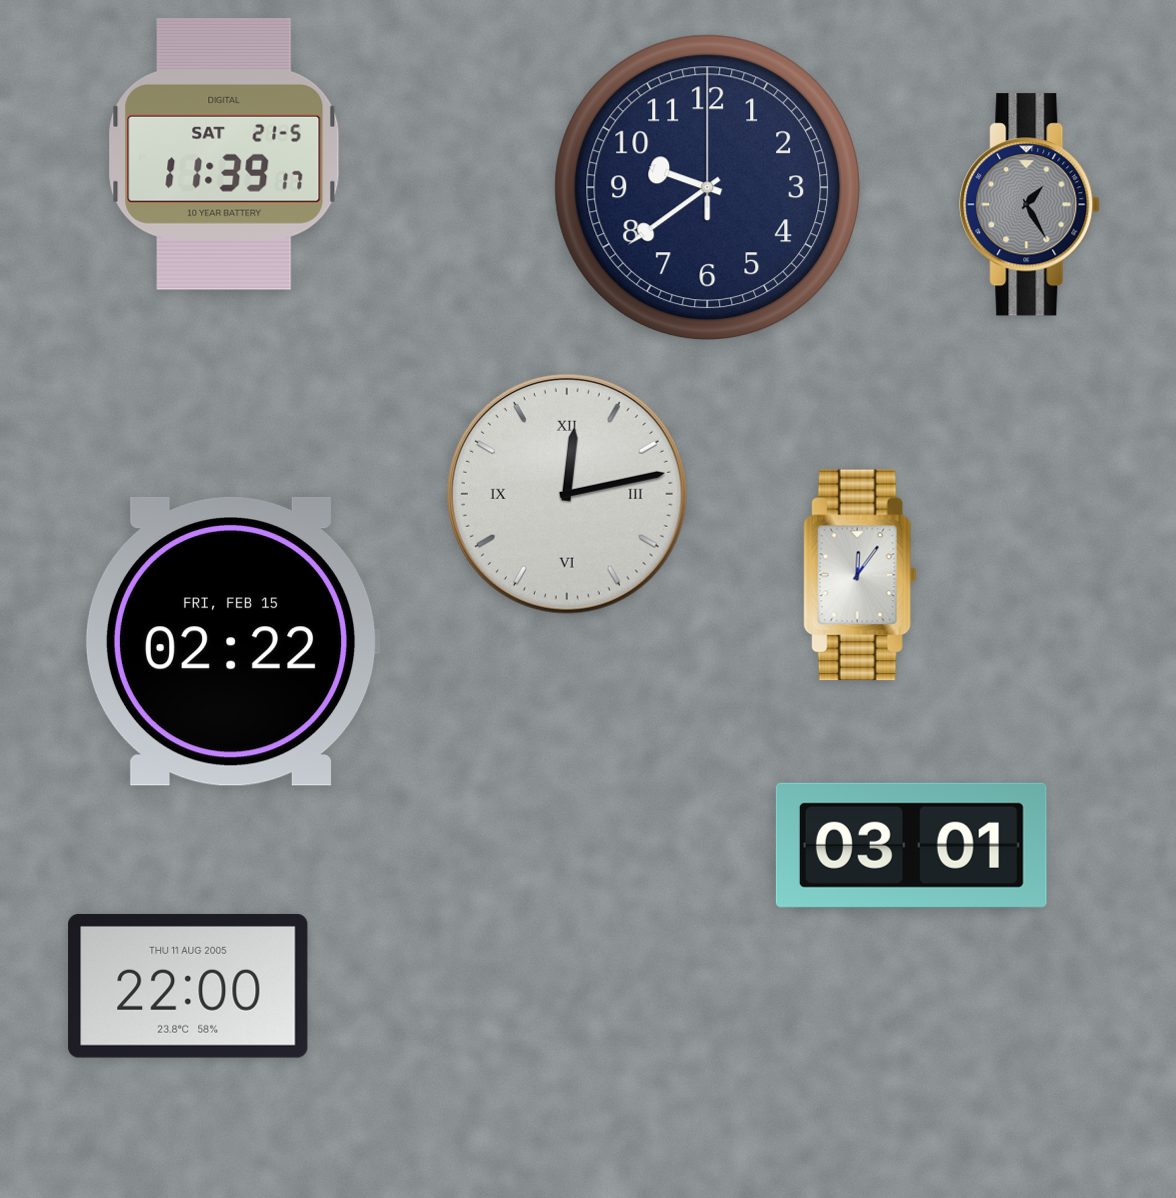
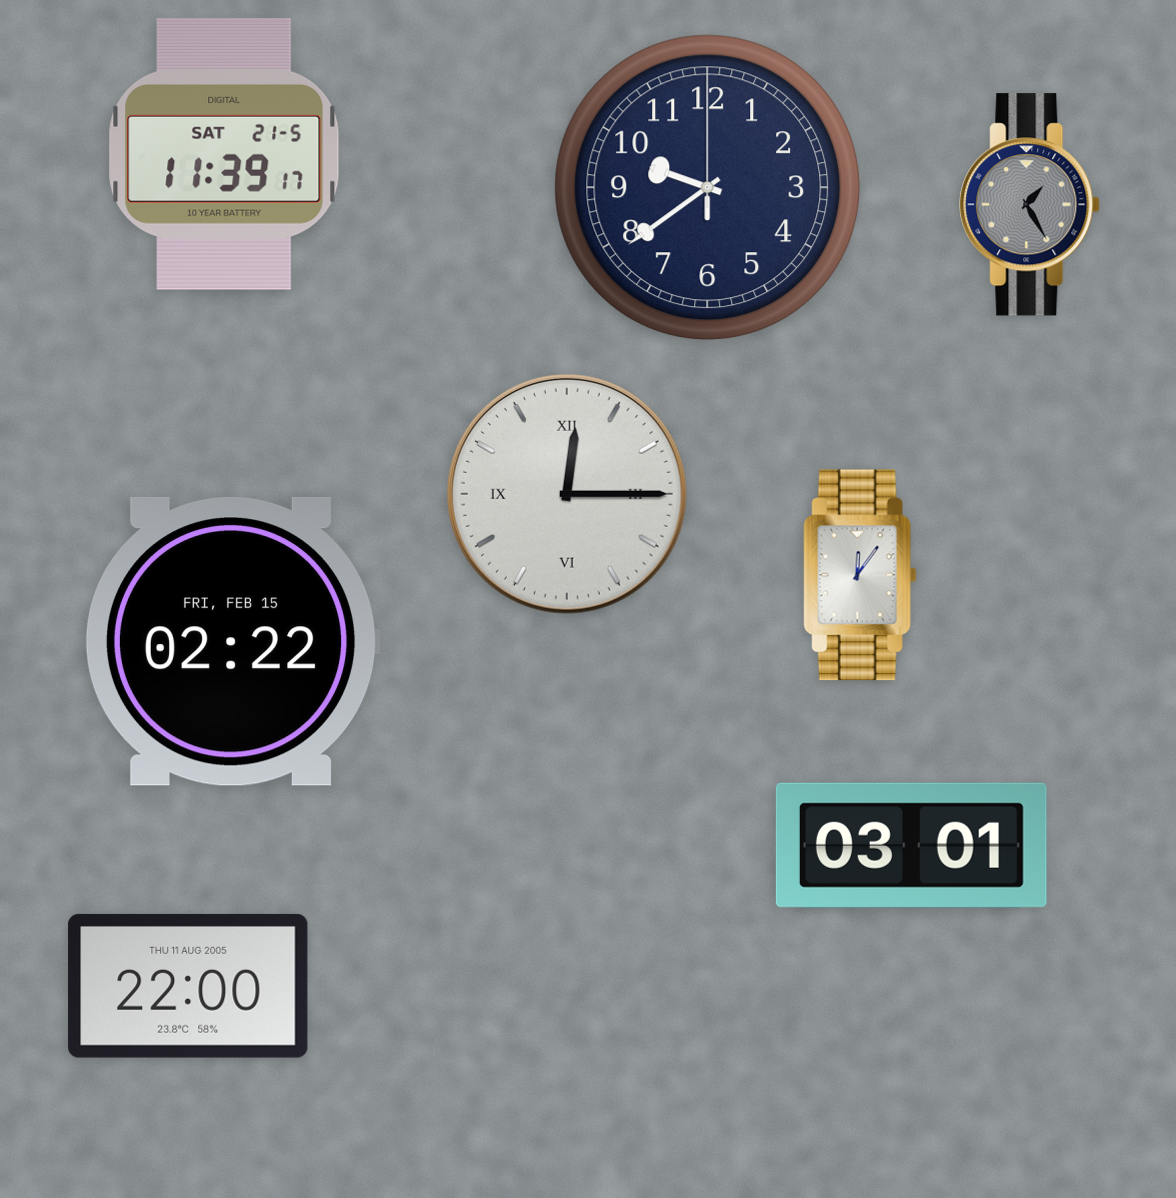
clock at (567, 494): 12:13 -> 12:15
